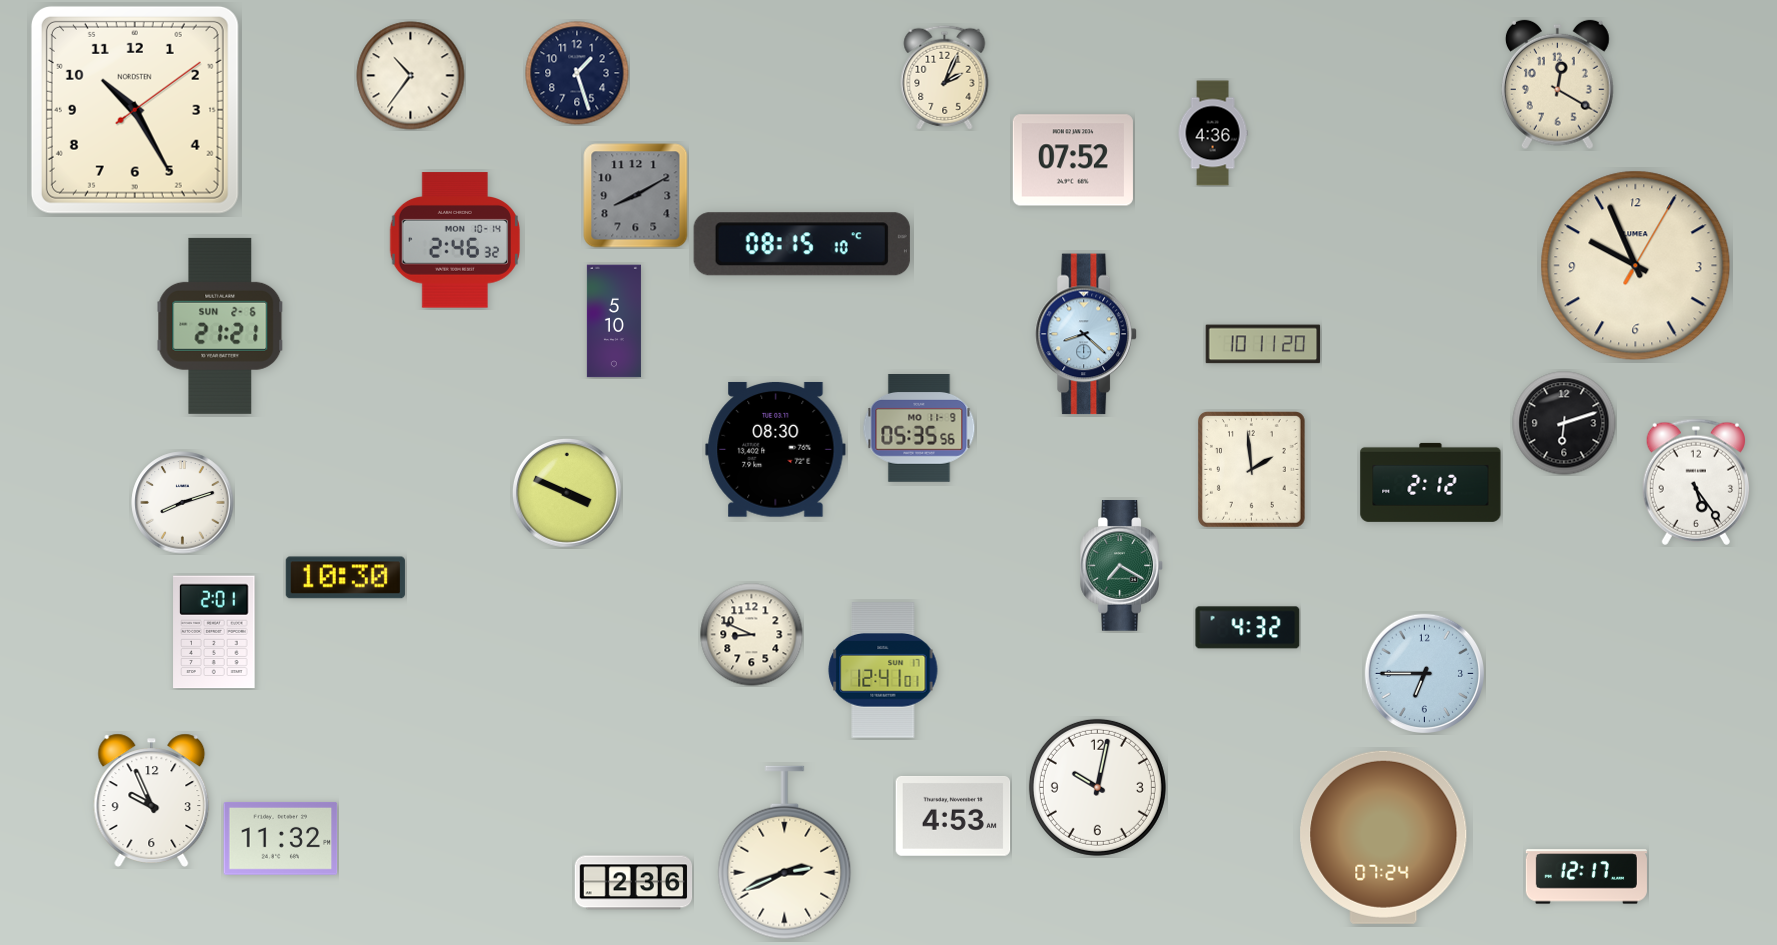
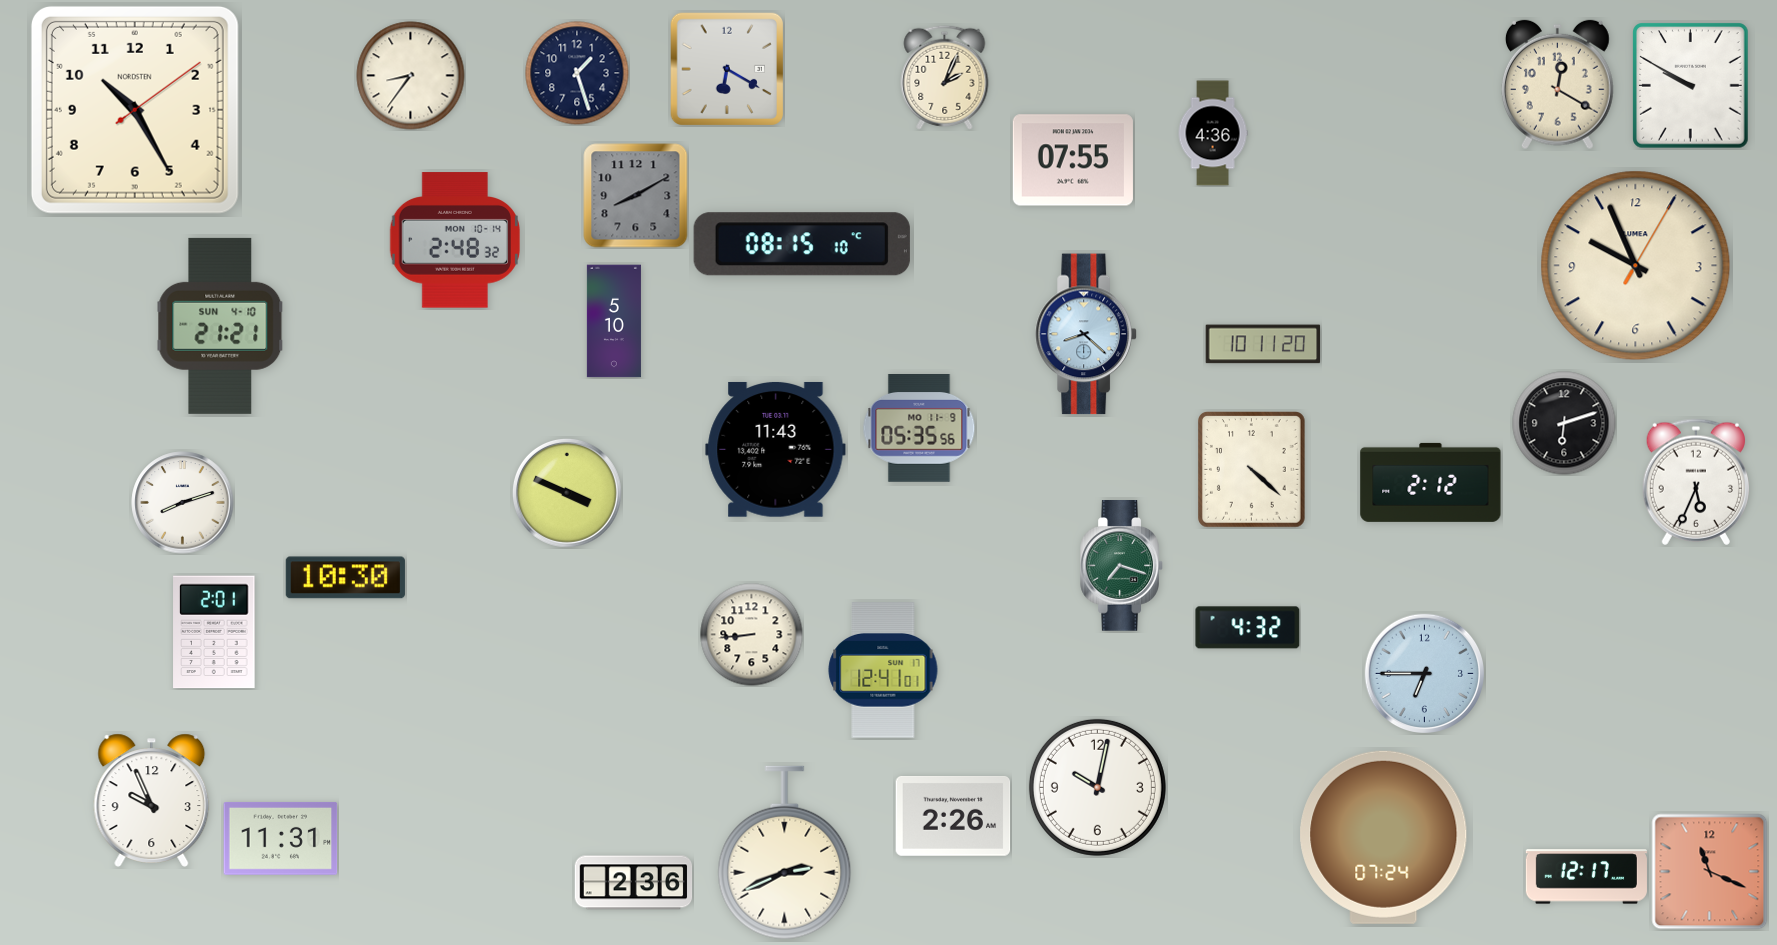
clock at (727, 69): none -> 6:20
clock at (411, 76): 10:36 -> 8:36
clock at (1691, 86): none -> 9:50
clock at (1073, 160): 07:52 -> 07:55
clock at (454, 240): 2:46 -> 2:48
clock at (220, 326) date: SUN 2-6 -> SUN 4-10
clock at (776, 450): 08:30 -> 11:43
clock at (1252, 470): 1:59 -> 4:22
clock at (1696, 482): 5:24 -> 5:34
clock at (1121, 566): 7:20 -> 7:18
clock at (752, 635): 8:49 -> 8:44
clock at (953, 816): 4:53 -> 2:26
clock at (281, 838): 11:32 -> 11:31
clock at (1710, 872): none -> 11:19
